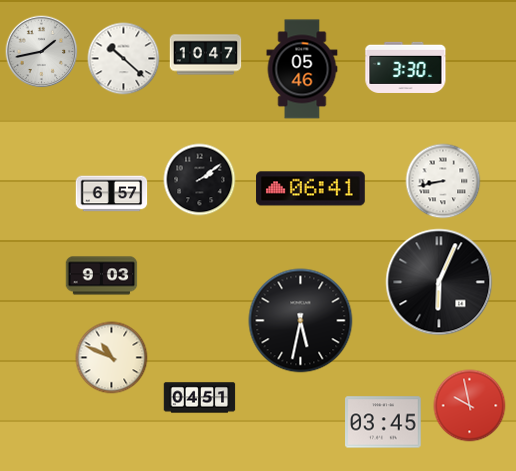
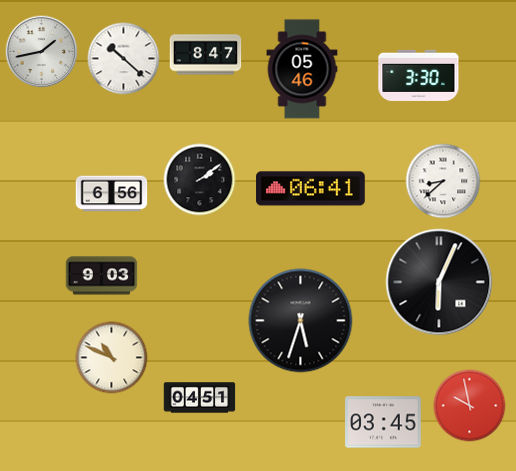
clock at (206, 55): 10:47 -> 8:47
clock at (406, 67) position: (406, 67) -> (419, 75)
clock at (443, 181): 8:43 -> 8:38
clock at (112, 194): 6:57 -> 6:56
clock at (301, 321): 5:32 -> 5:33
